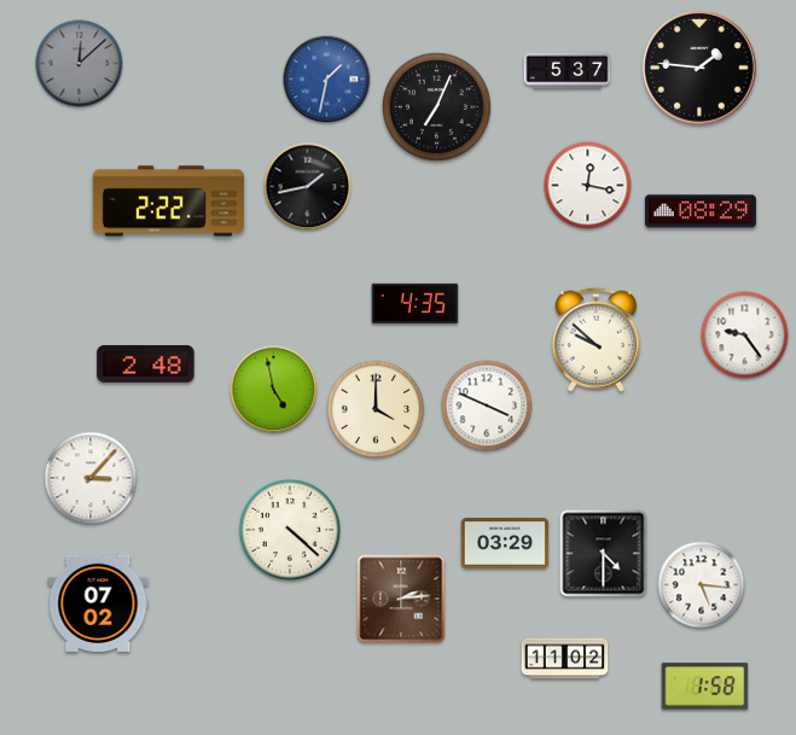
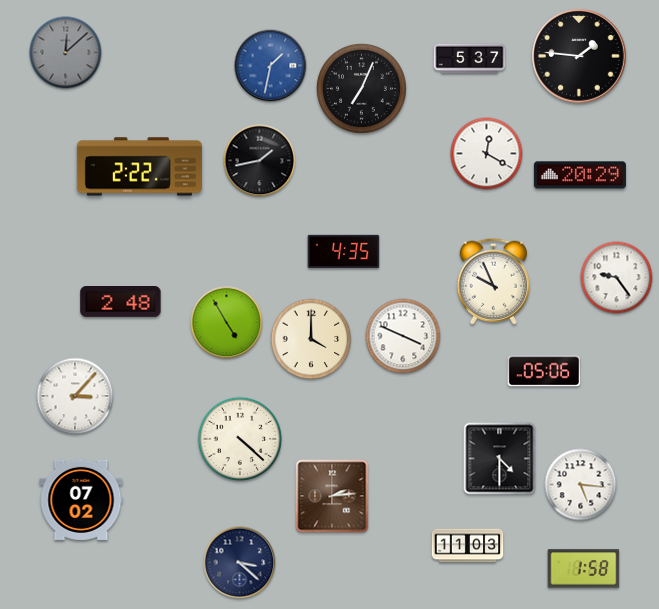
clock at (588, 186): 12:17 -> 12:20
clock at (308, 187) position: (308, 187) -> (260, 161)
clock at (701, 211): 08:29 -> 20:29
clock at (595, 339): 9:52 -> 9:56
clock at (274, 390): 4:58 -> 4:55
clock at (544, 371): none -> 05:06
clock at (505, 543): 03:29 -> none
clock at (565, 659): 11:02 -> 11:03
clock at (240, 563): none -> 3:22
